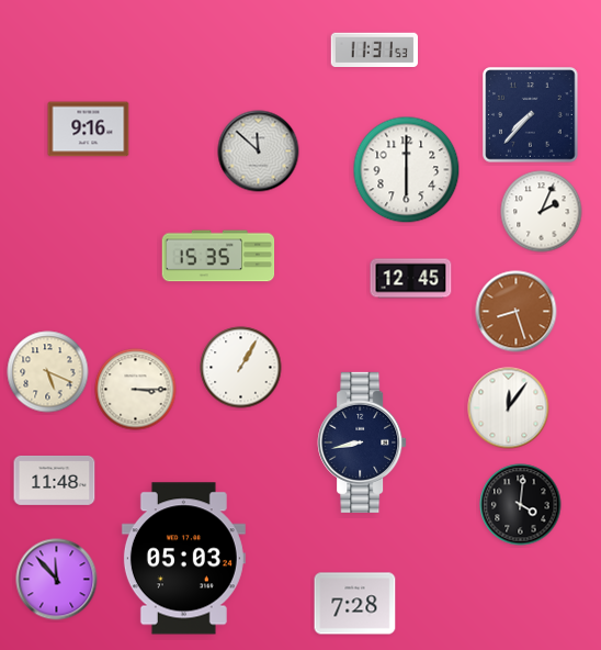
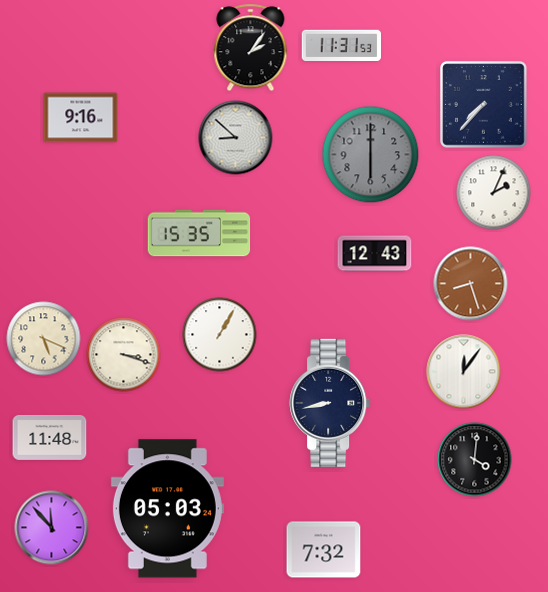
clock at (251, 48): none -> 2:06
clock at (259, 152): 11:52 -> 8:52
clock at (407, 170) dial: white -> grey
clock at (411, 279): 12:45 -> 12:43
clock at (136, 390): 3:15 -> 3:18
clock at (355, 604): 7:28 -> 7:32
